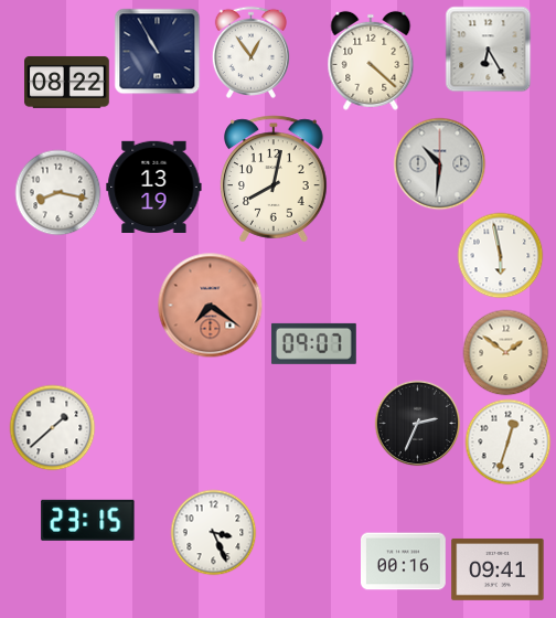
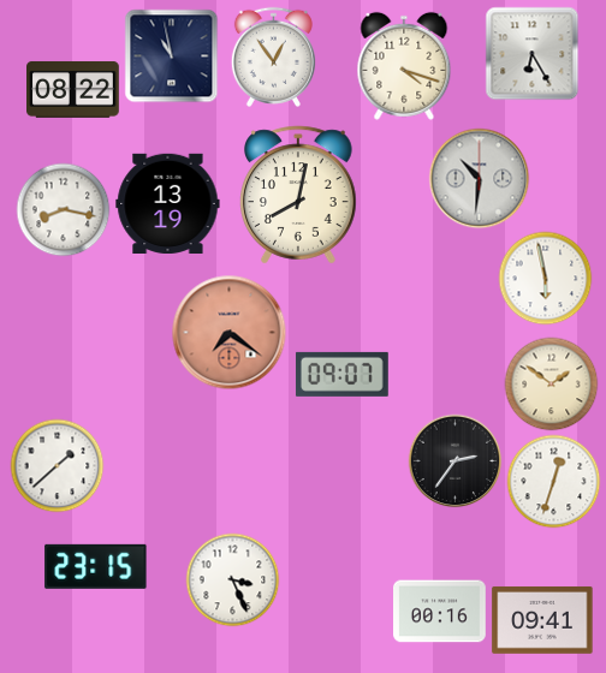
clock at (157, 51): 10:55 -> 10:58
clock at (371, 61): 4:22 -> 4:18
clock at (417, 423): 2:34 -> 2:36
